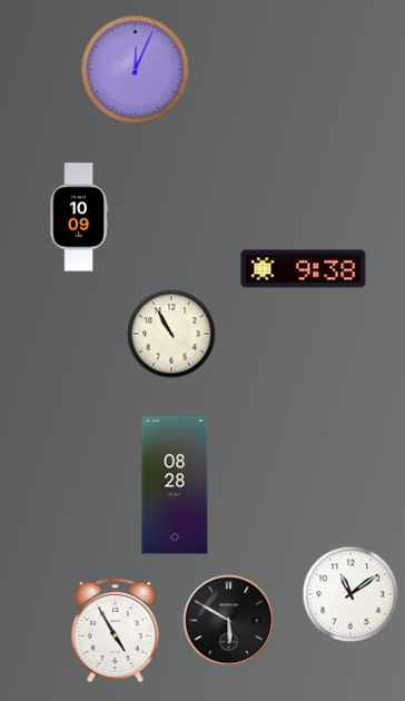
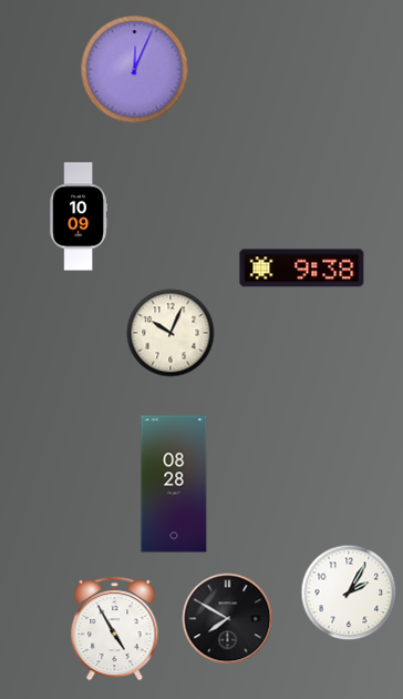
clock at (171, 334): 10:55 -> 10:04
clock at (350, 594): 11:09 -> 2:05
clock at (229, 621): 5:50 -> 7:50
